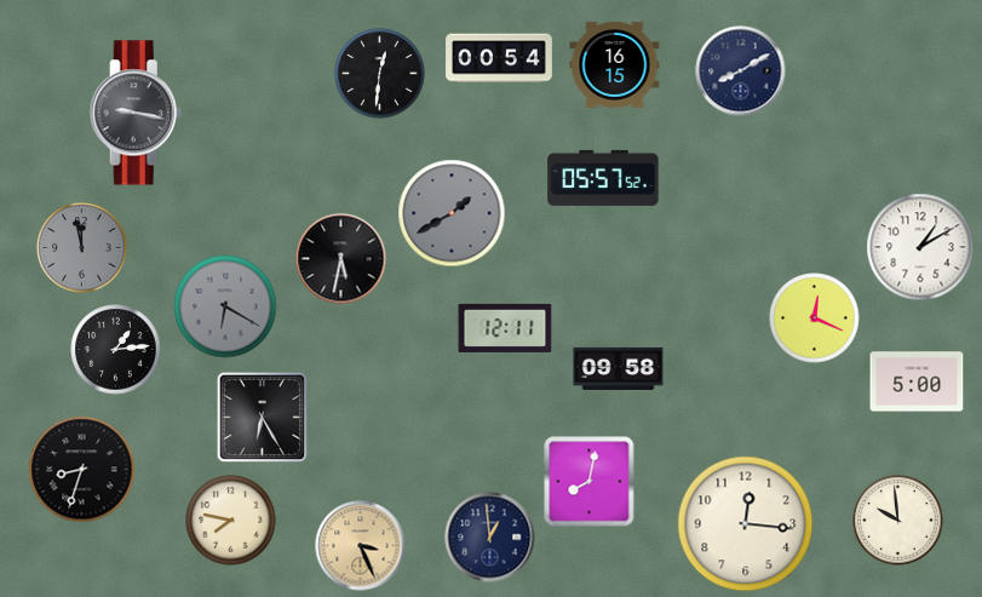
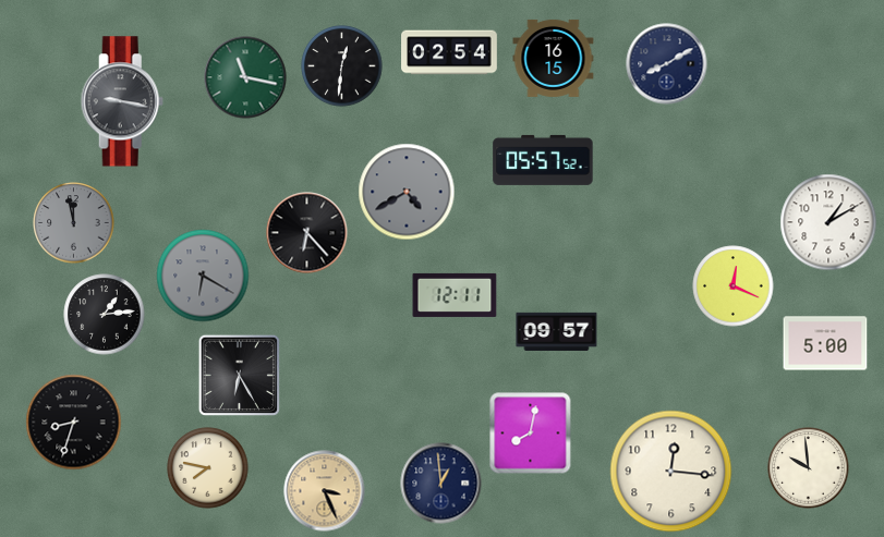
clock at (499, 58): 00:54 -> 02:54
clock at (245, 77): none -> 11:17
clock at (452, 213): 1:40 -> 4:40
clock at (341, 259): 5:32 -> 6:23
clock at (619, 368): 09:58 -> 09:57
clock at (262, 417) position: (262, 417) -> (239, 375)
